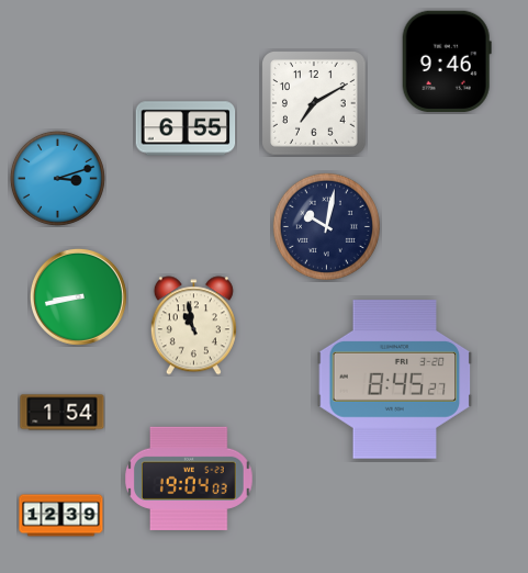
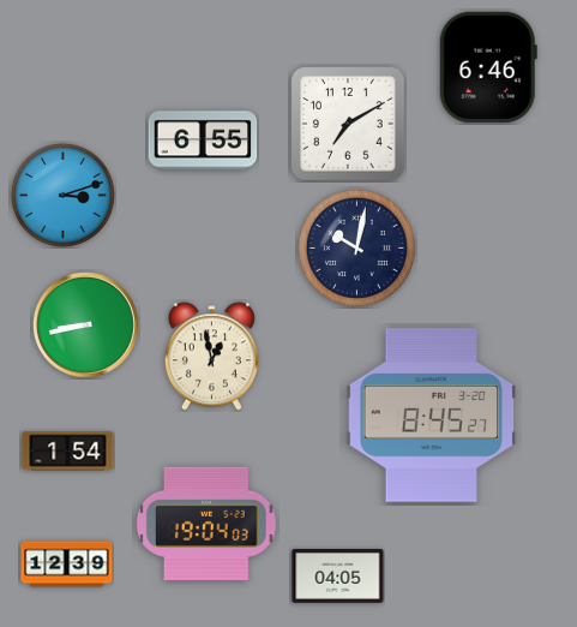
clock at (447, 60): 9:46 -> 6:46
clock at (314, 103) position: (314, 103) -> (348, 124)
clock at (193, 326): 10:58 -> 12:58
clock at (338, 575): none -> 04:05
